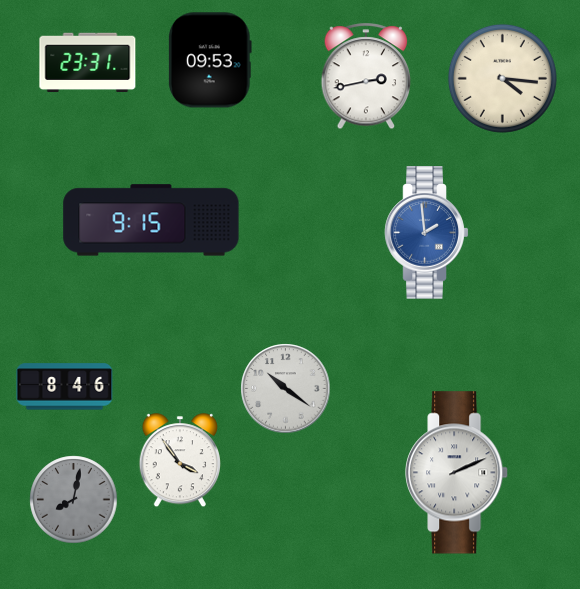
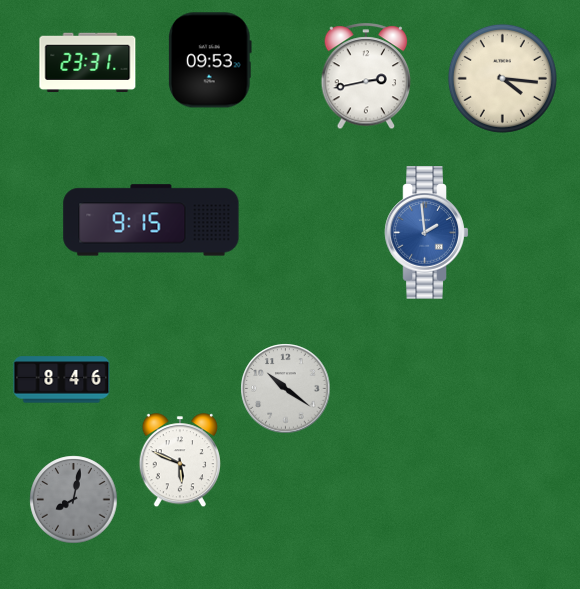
clock at (65, 387) position: (65, 387) -> (62, 380)
clock at (180, 461): 3:54 -> 5:49
clock at (457, 473): 2:11 -> none
